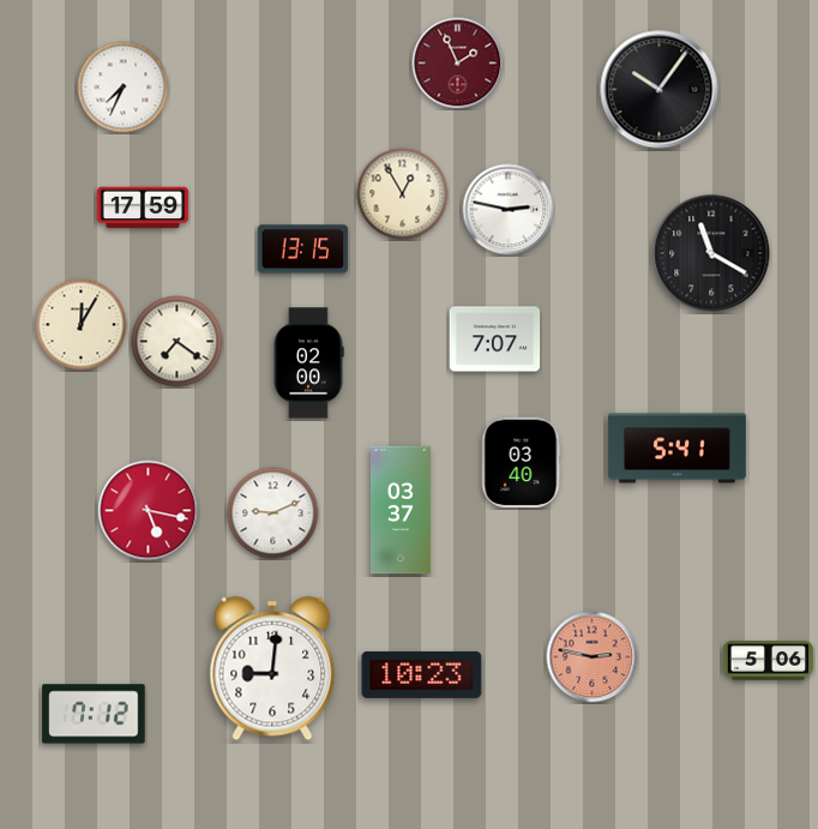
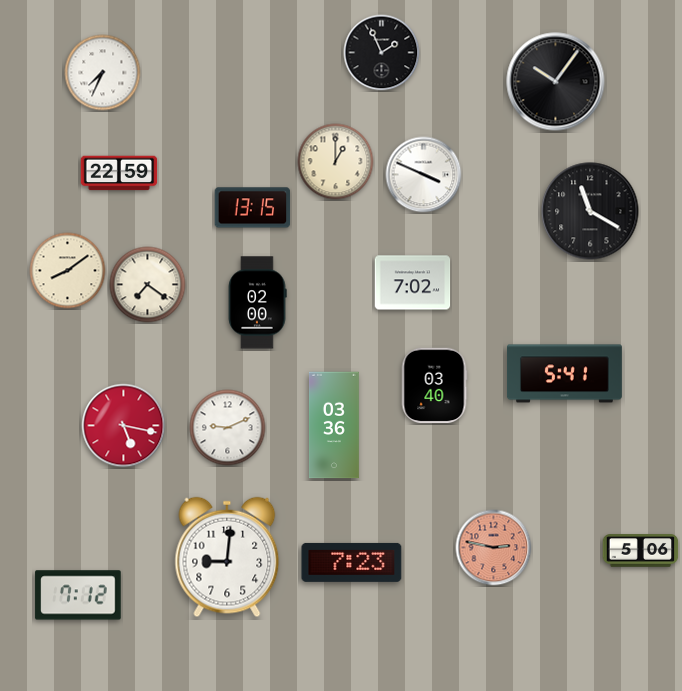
clock at (458, 64) dial: burgundy -> black
clock at (660, 90) position: (660, 90) -> (556, 82)
clock at (403, 194): 12:55 -> 1:00
clock at (143, 208): 17:59 -> 22:59
clock at (509, 210): 2:47 -> 3:49
clock at (711, 253) position: (711, 253) -> (590, 211)
clock at (82, 325): 12:05 -> 8:09
clock at (495, 340): 7:07 -> 7:02
clock at (402, 510): 03:37 -> 03:36
clock at (422, 674): 10:23 -> 7:23
